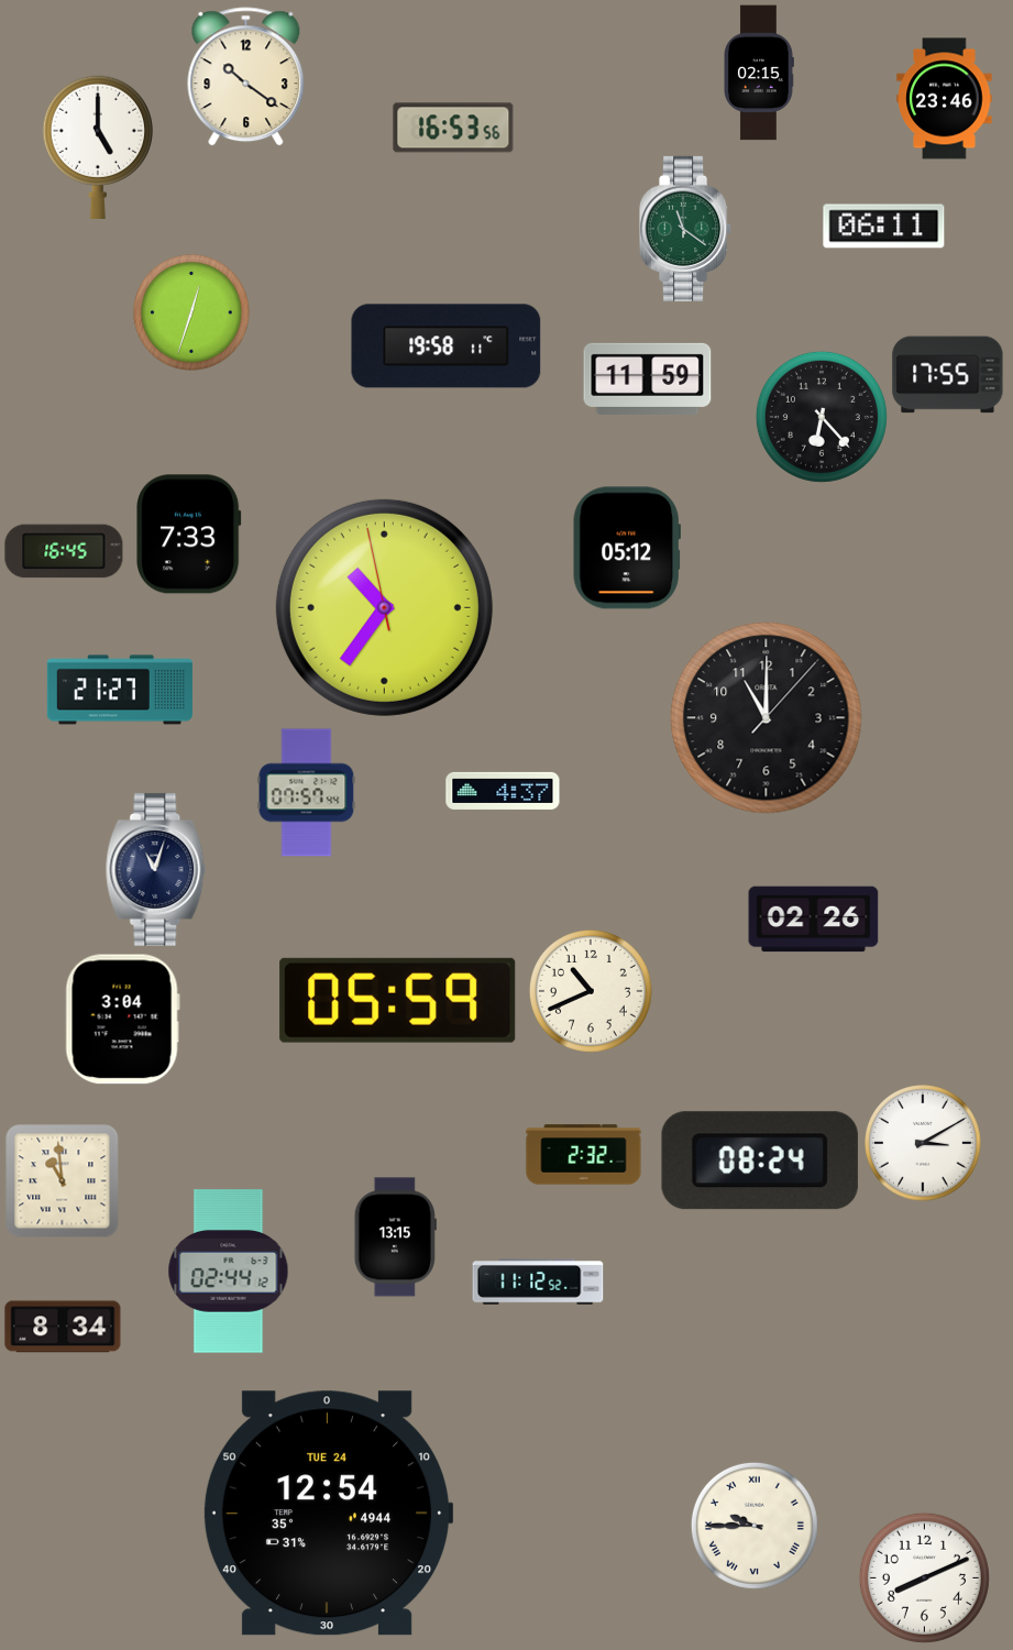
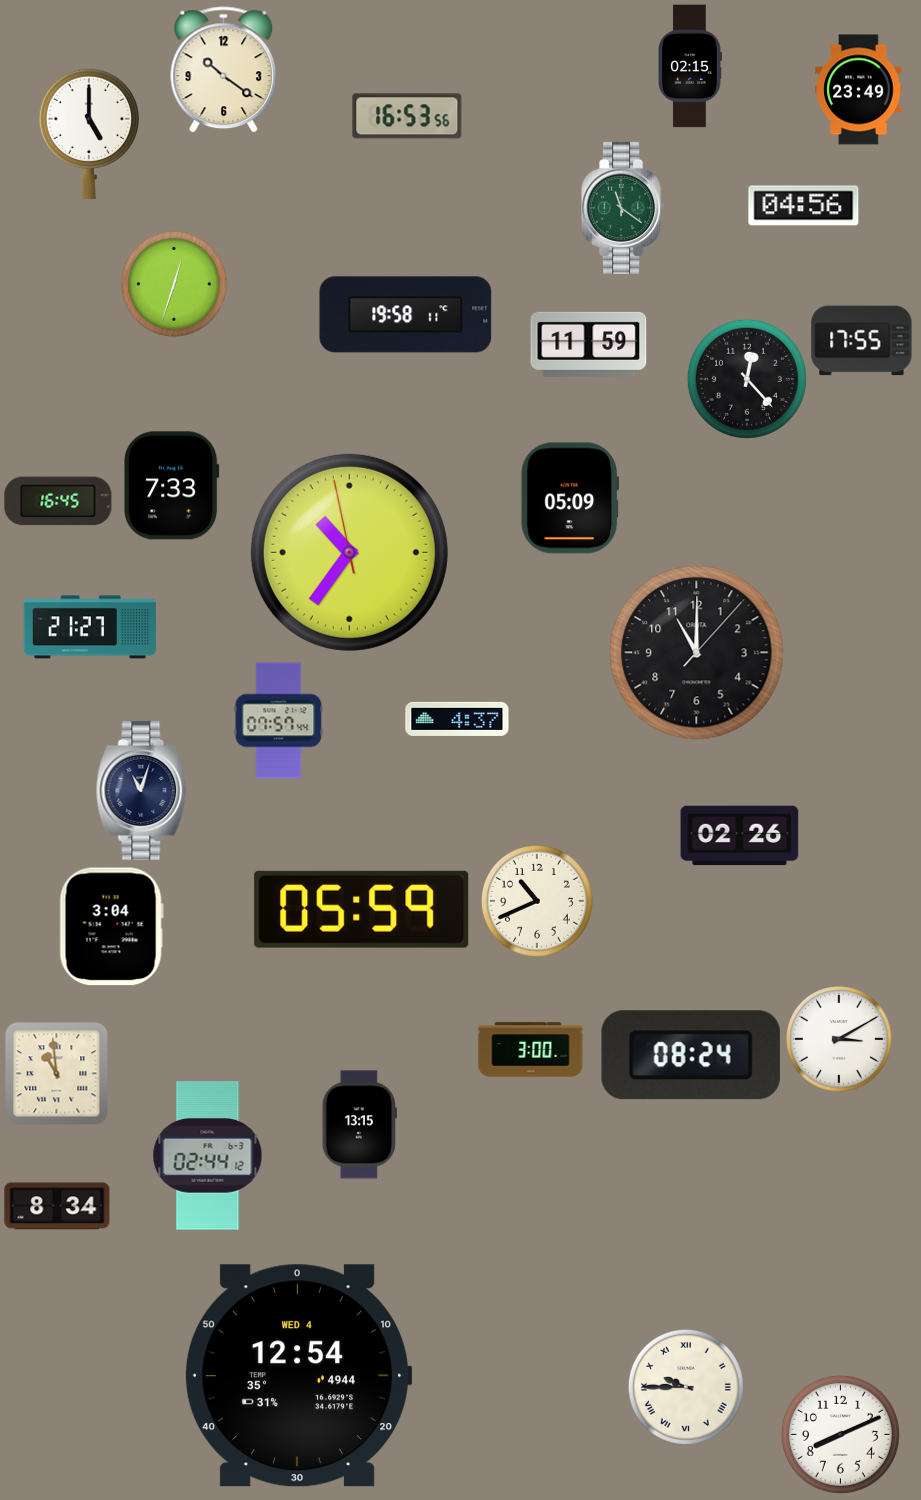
clock at (945, 99): 23:46 -> 23:49
clock at (453, 128) position: (453, 128) -> (407, 116)
clock at (884, 227): 06:11 -> 04:56
clock at (822, 417): 6:23 -> 12:23
clock at (627, 548): 05:12 -> 05:09
clock at (120, 690) position: (120, 690) -> (90, 627)
clock at (584, 1155): 2:32 -> 3:00
clock at (538, 1281): 11:12 -> none
clock at (328, 1514) date: TUE 24 -> WED 4
